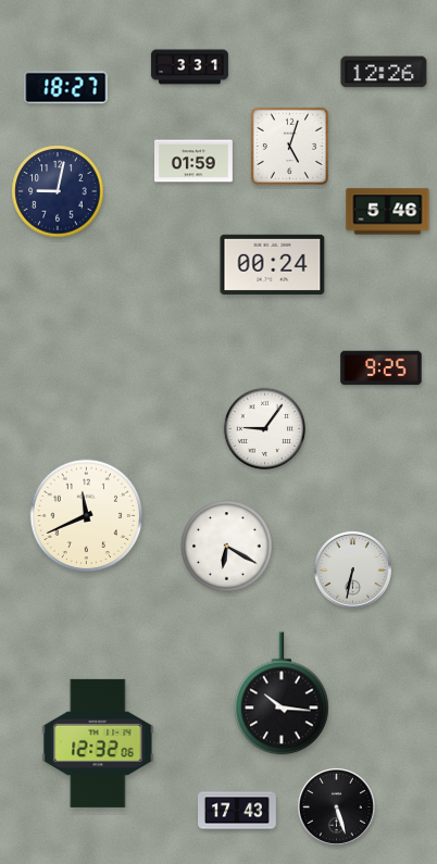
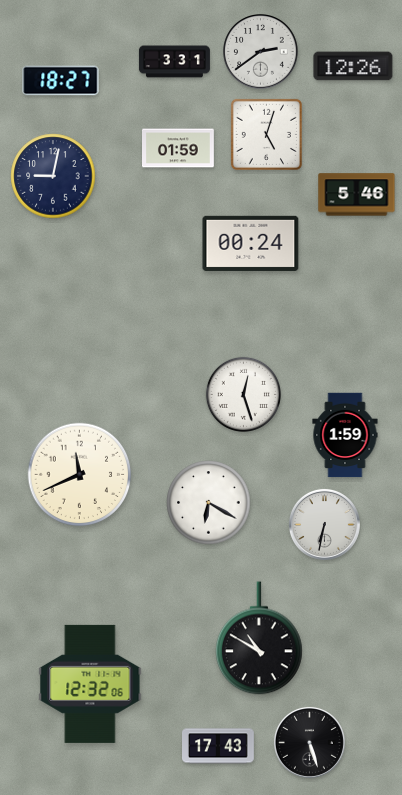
clock at (261, 52): none -> 2:39
clock at (382, 368): 9:25 -> none
clock at (264, 428): 9:06 -> 12:27
clock at (345, 435): none -> 1:59
clock at (283, 693): 10:16 -> 10:50
